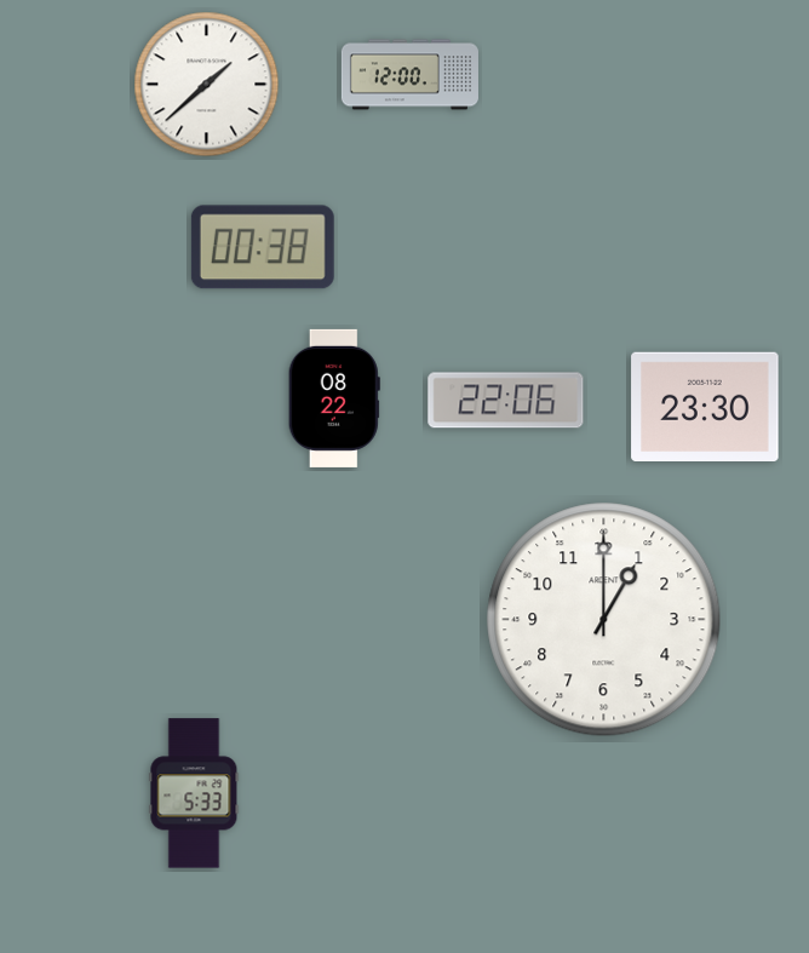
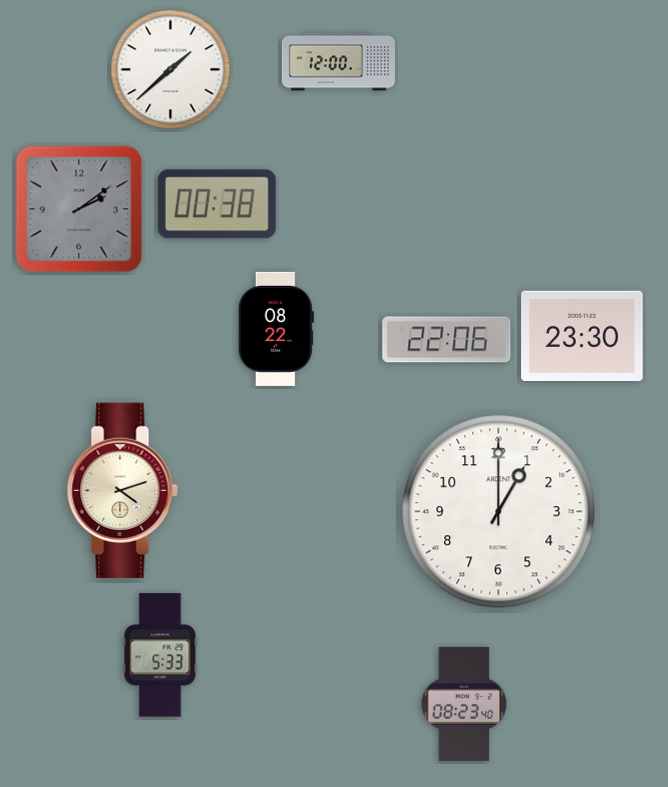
clock at (79, 209): none -> 2:09
clock at (506, 401) position: (506, 401) -> (447, 340)
clock at (122, 490): none -> 4:12
clock at (464, 704): none -> 08:23
